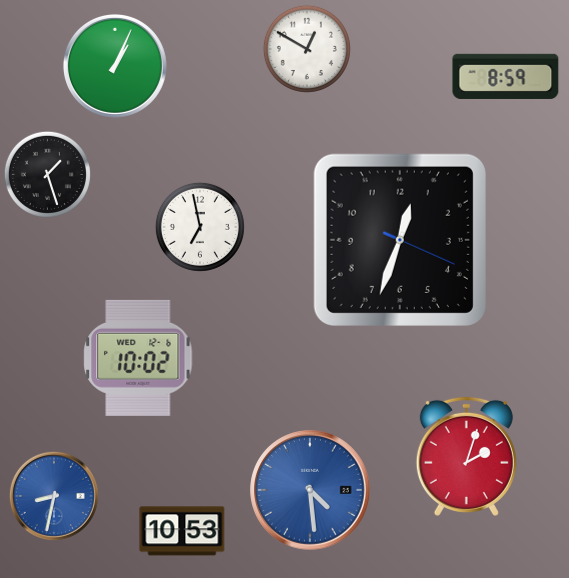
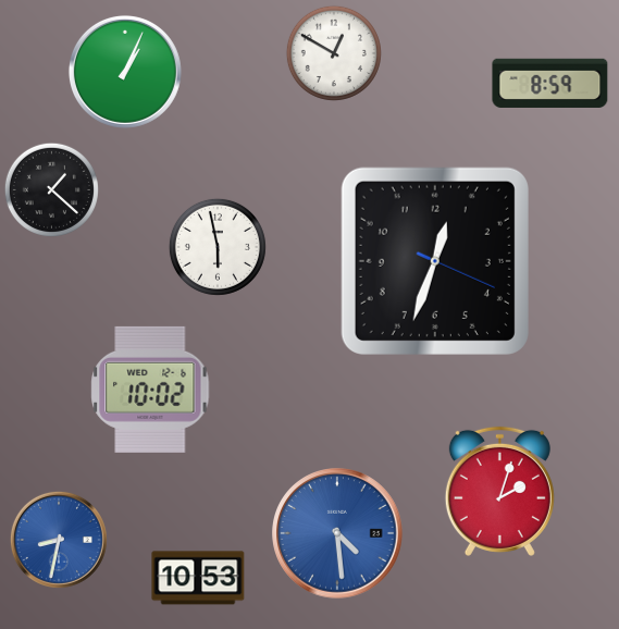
clock at (47, 174): 1:27 -> 1:22
clock at (200, 227): 6:58 -> 5:58
clock at (466, 456) position: (466, 456) -> (499, 491)
